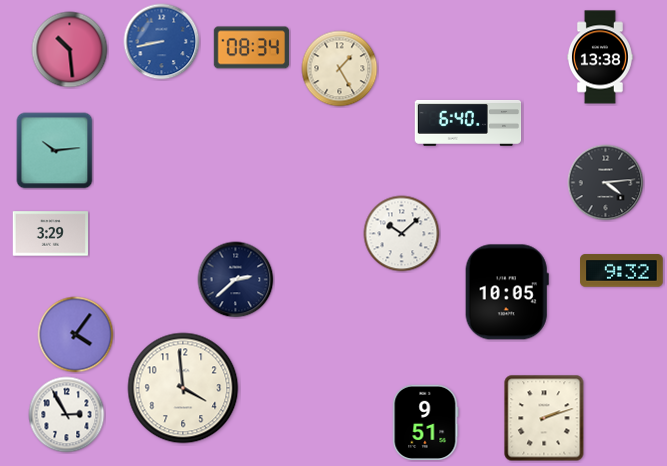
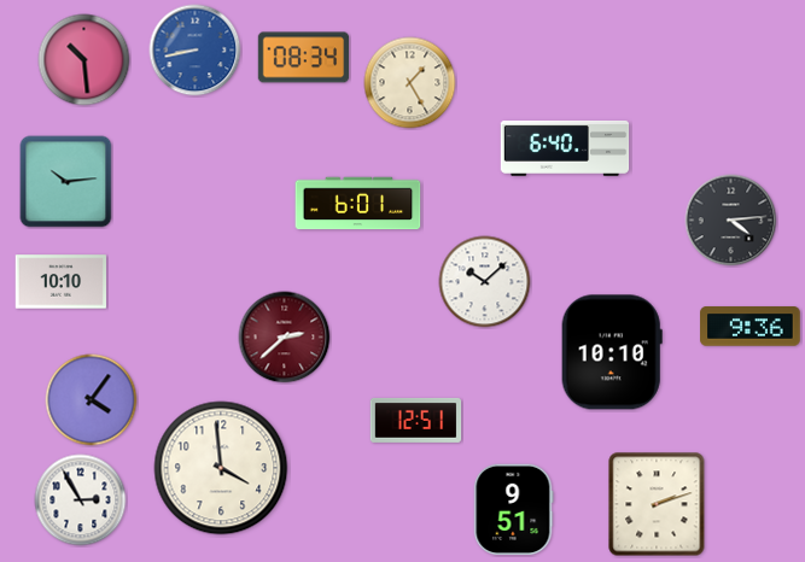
clock at (600, 57): 13:38 -> none
clock at (358, 204): none -> 6:01
clock at (51, 234): 3:29 -> 10:10
clock at (622, 271): 9:32 -> 9:36
clock at (236, 280) dial: navy -> burgundy
clock at (507, 292): 10:05 -> 10:10
clock at (76, 335) position: (76, 335) -> (92, 400)
clock at (416, 420): none -> 12:51
